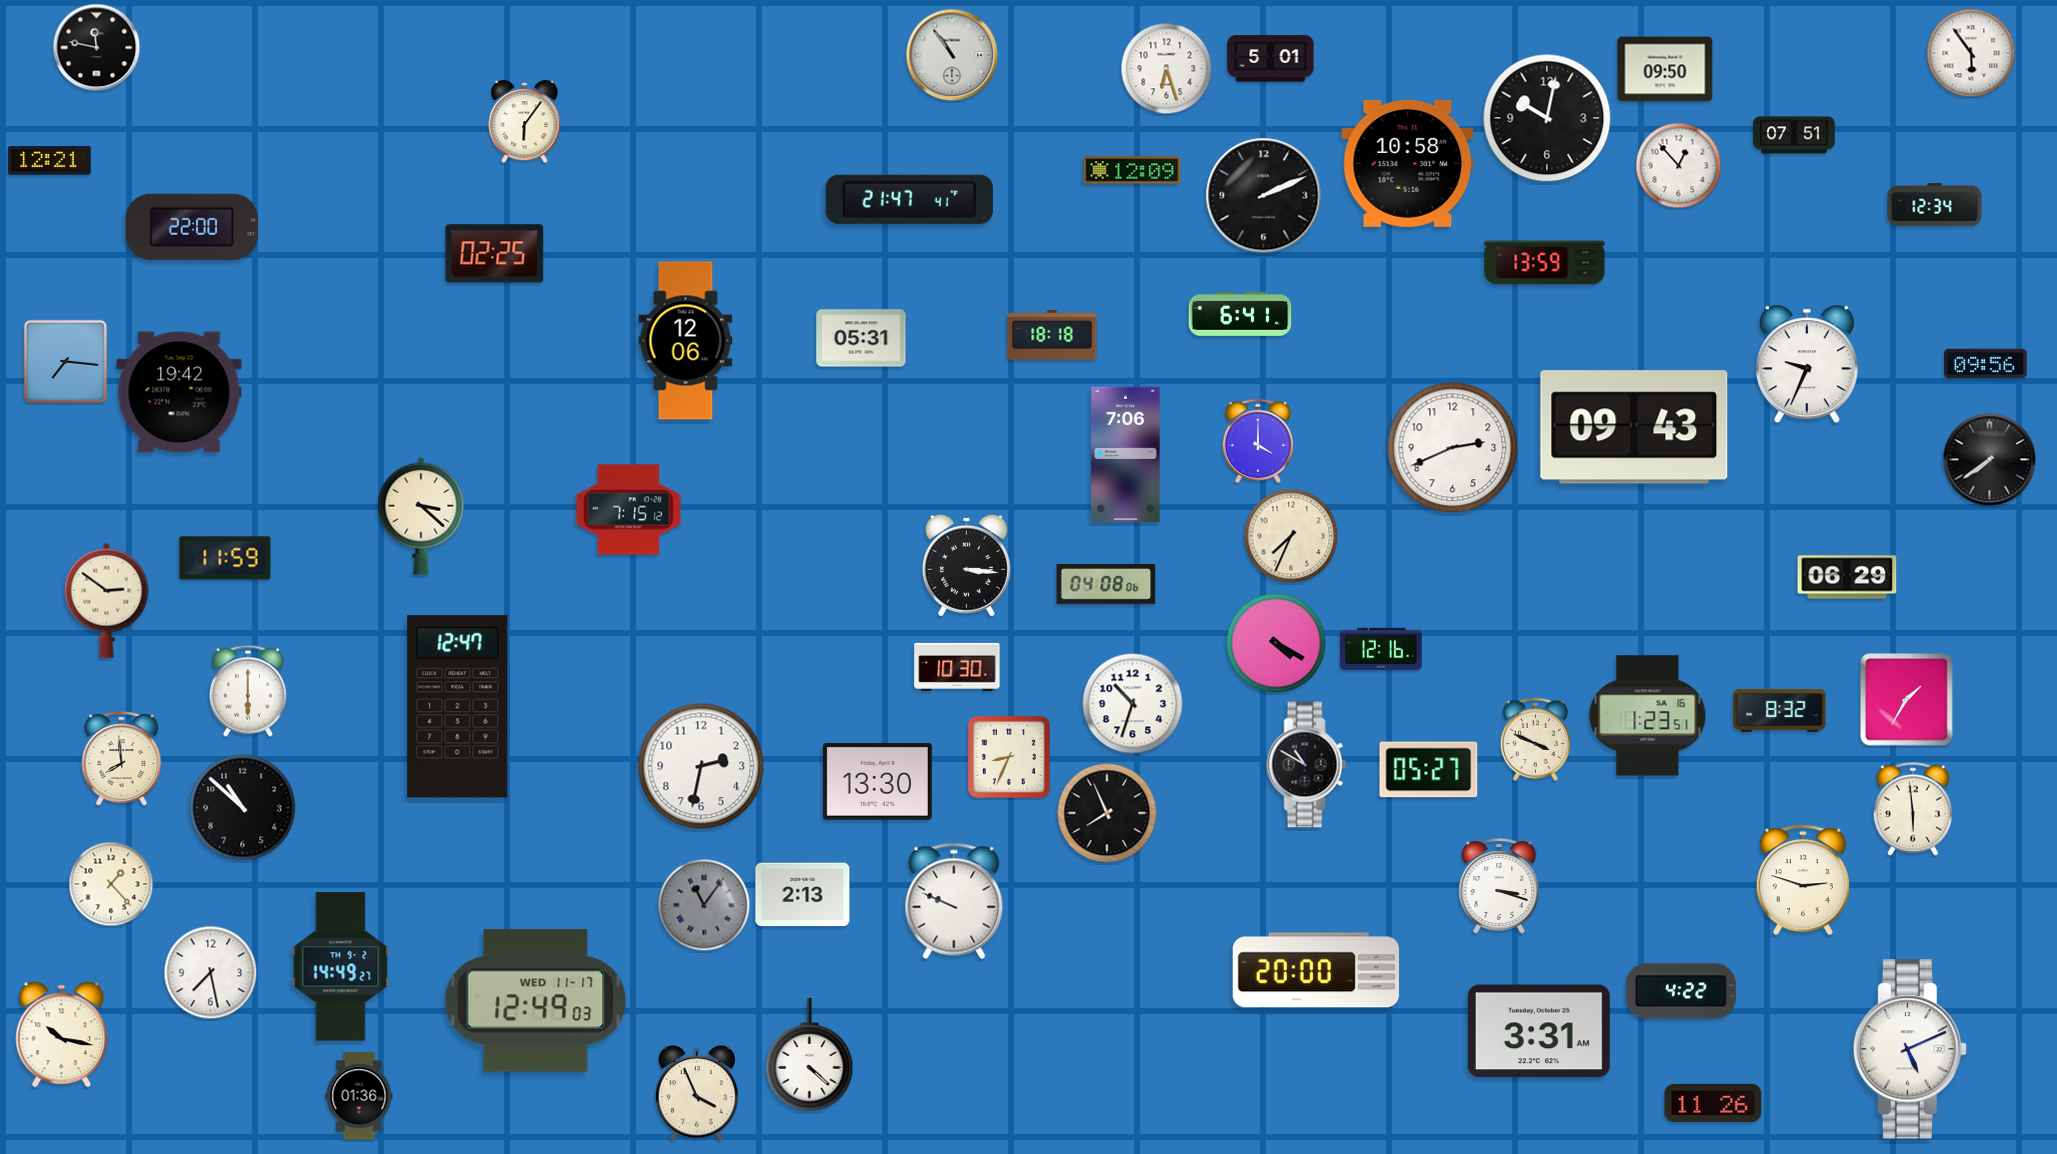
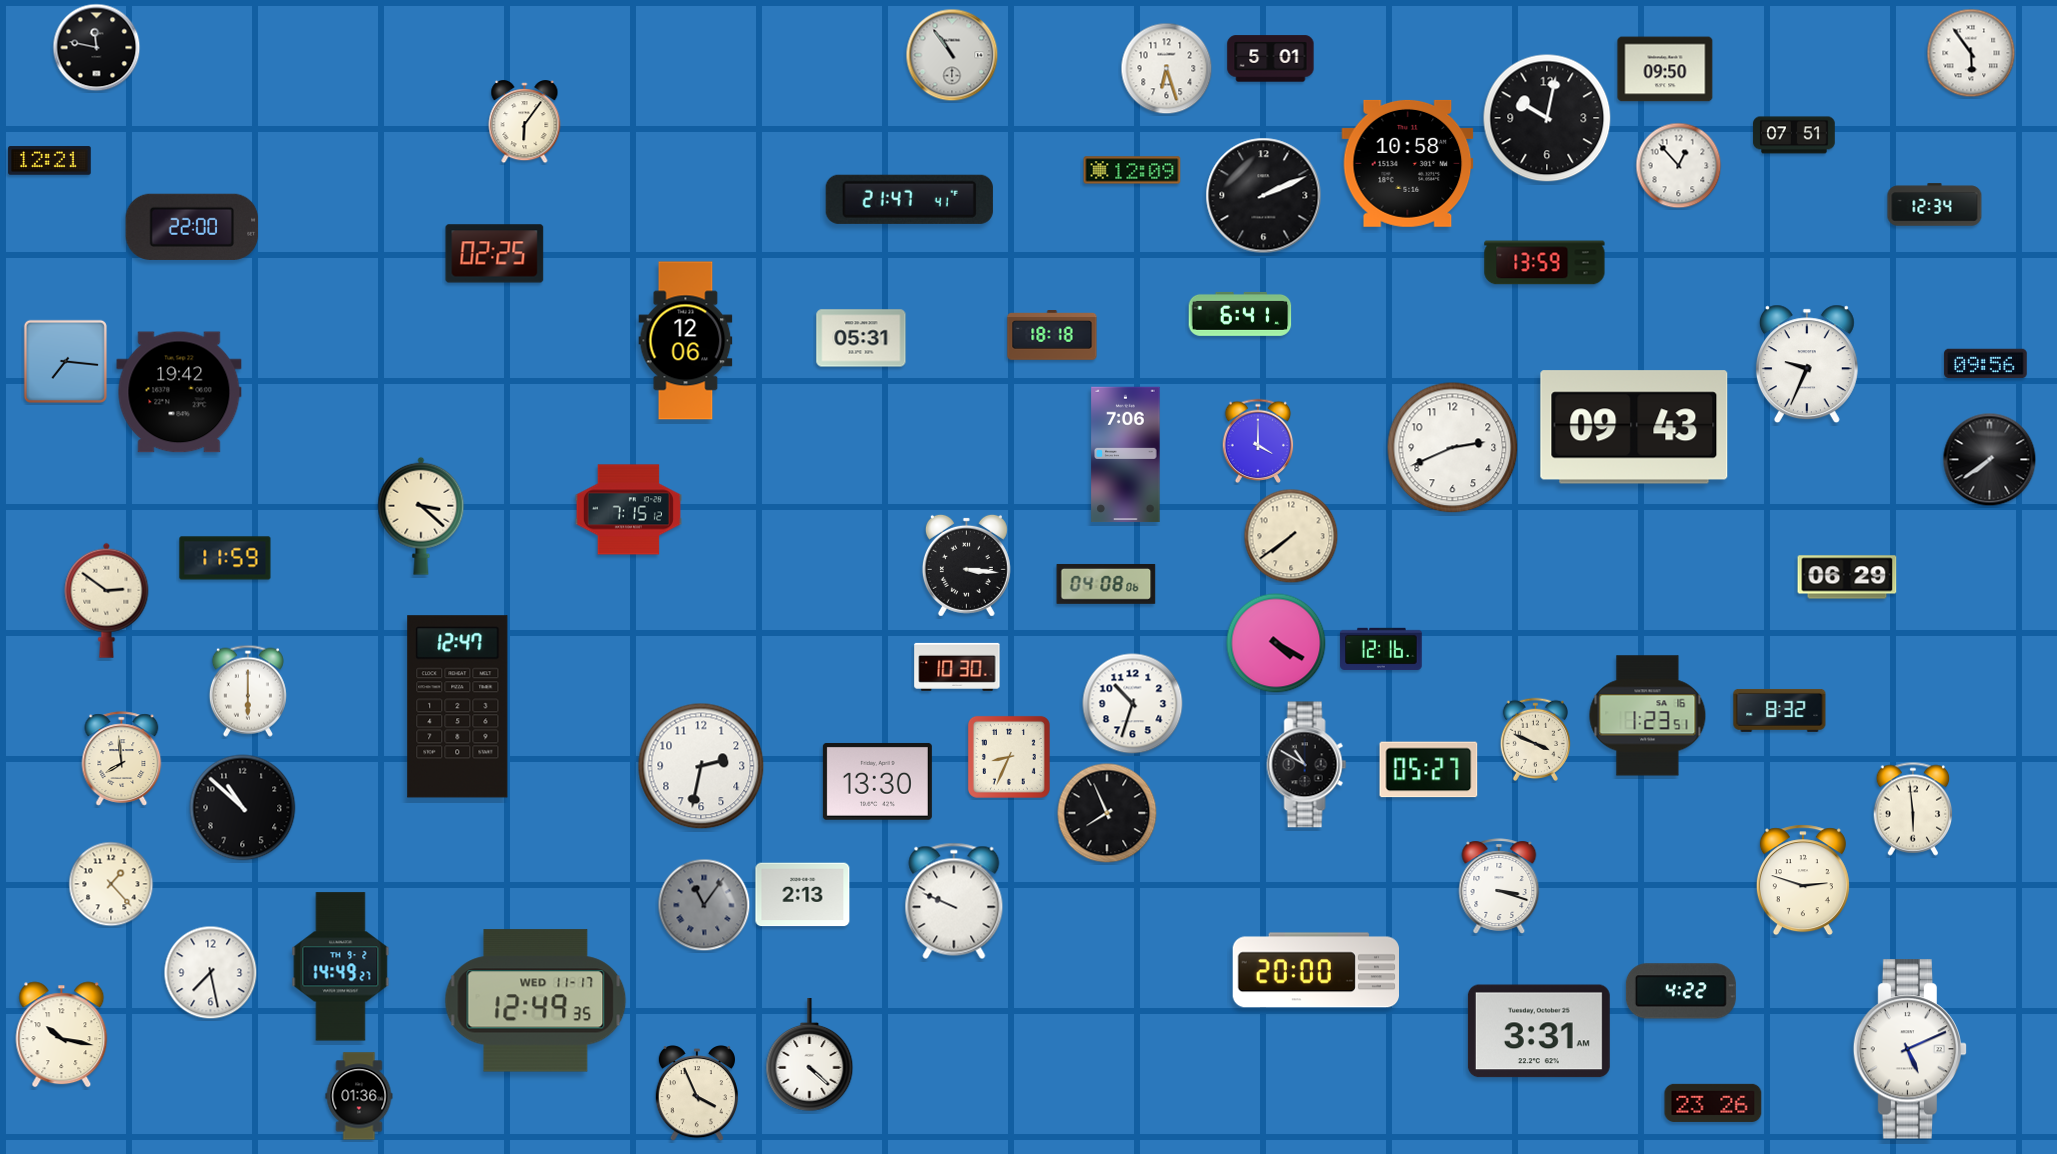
clock at (1291, 536): 7:34 -> 7:39
clock at (1907, 700): 1:35 -> none
clock at (536, 1001): 12:49:03 -> 12:49:35
clock at (1713, 1103): 11:26 -> 23:26
